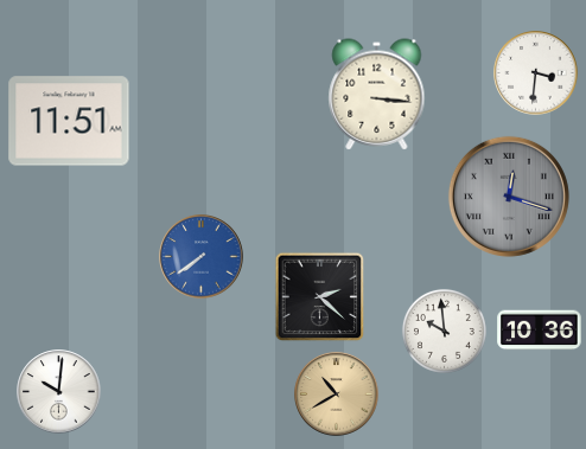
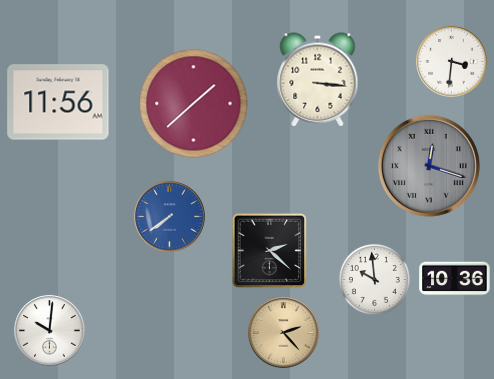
clock at (69, 121): 11:51 -> 11:56
clock at (194, 104): none -> 1:38
clock at (337, 395): 10:40 -> 2:23
